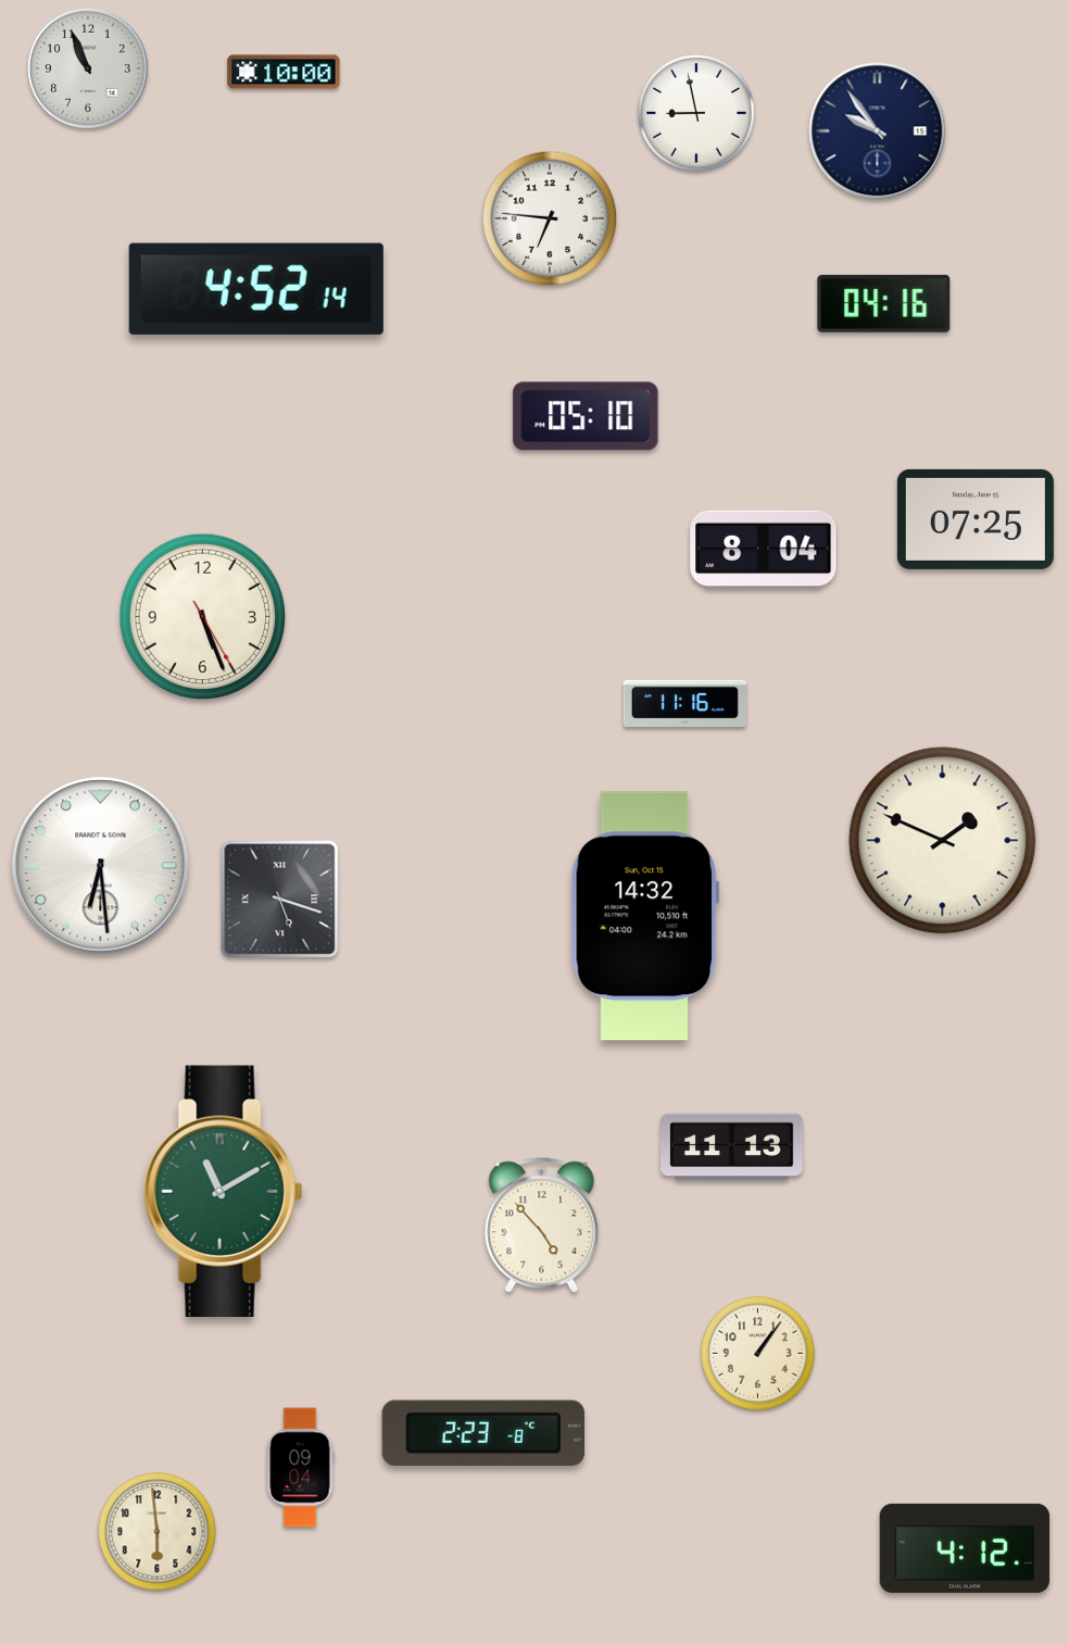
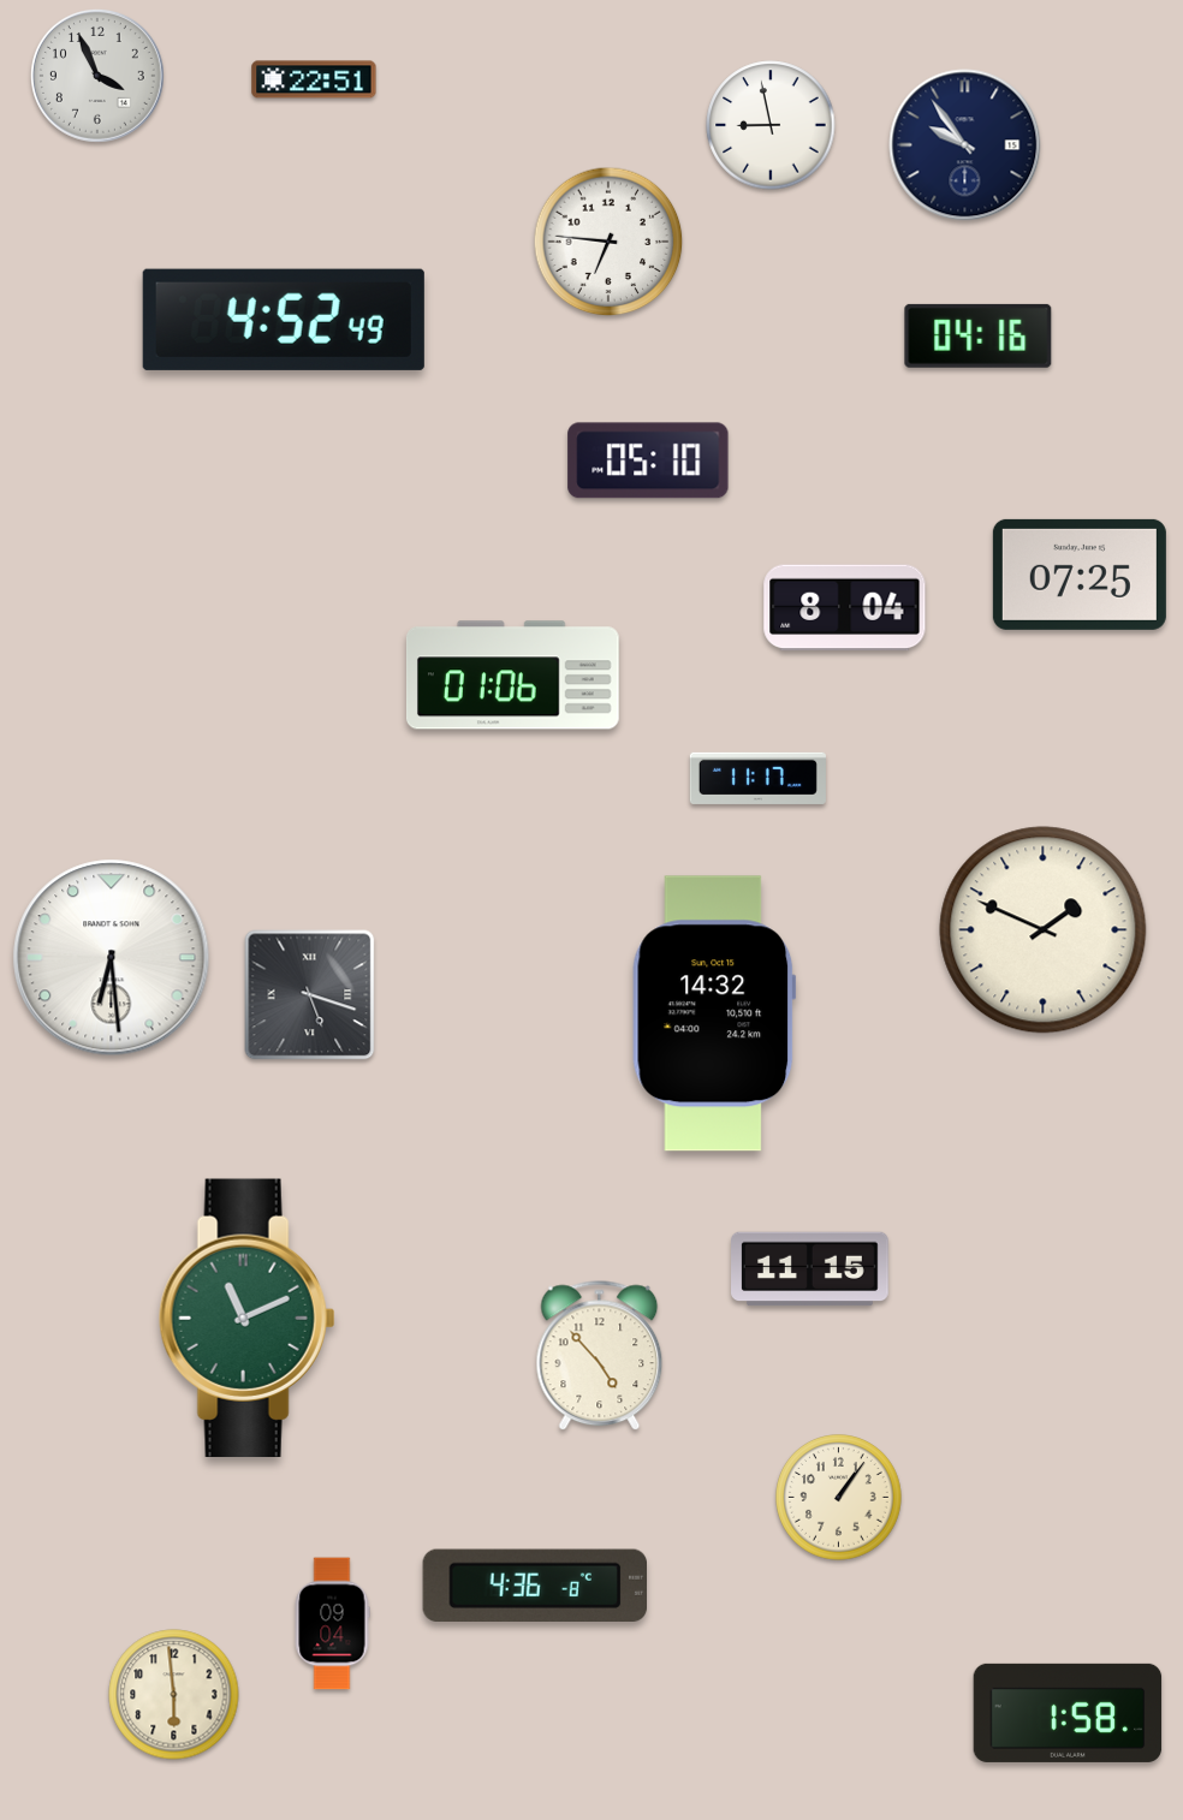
clock at (88, 68): 10:56 -> 3:56
clock at (284, 72): 10:00 -> 22:51
clock at (878, 131) position: (878, 131) -> (965, 145)
clock at (256, 289): 4:52:14 -> 4:52:49
clock at (512, 676): none -> 01:06
clock at (203, 617): 5:26 -> none
clock at (684, 703): 11:16 -> 11:17
clock at (732, 1147): 11:13 -> 11:15
clock at (224, 1191): 11:10 -> 11:11
clock at (482, 1432): 2:23 -> 4:36
clock at (965, 1548): 4:12 -> 1:58
